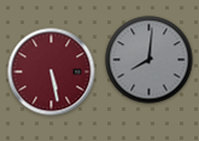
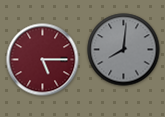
clock at (52, 72): 5:28 -> 5:15
